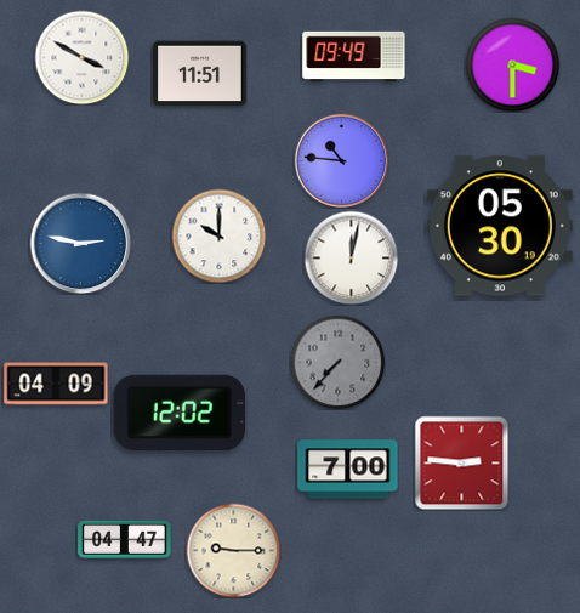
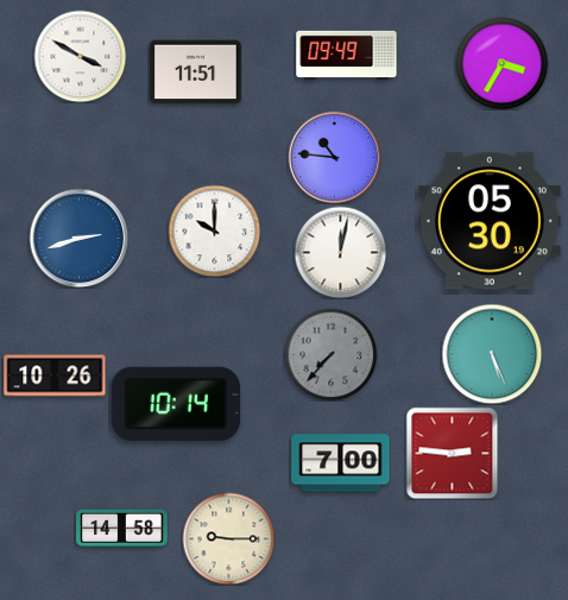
clock at (512, 64): 3:30 -> 3:35
clock at (80, 243): 2:47 -> 2:42
clock at (351, 257) position: (351, 257) -> (340, 252)
clock at (492, 354): none -> 5:26
clock at (56, 384): 04:09 -> 10:26
clock at (180, 413): 12:02 -> 10:14
clock at (348, 470) position: (348, 470) -> (341, 463)
clock at (125, 539): 04:47 -> 14:58
